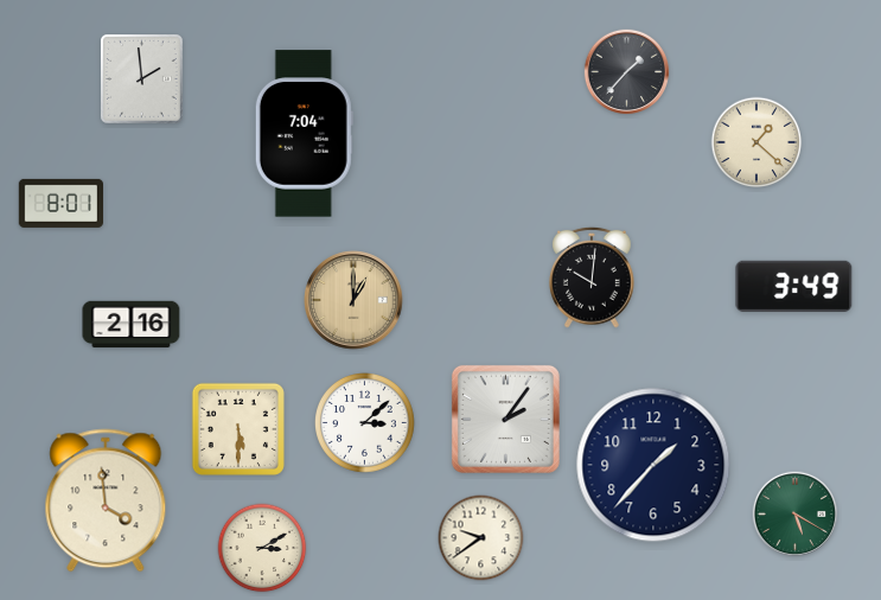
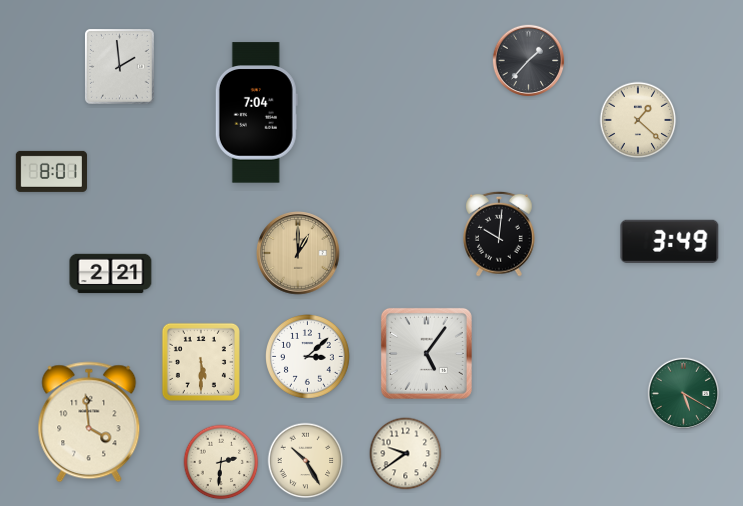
clock at (132, 325): 2:16 -> 2:21
clock at (505, 419): 2:06 -> 5:06
clock at (653, 465): 1:37 -> none
clock at (796, 515) position: (796, 515) -> (684, 394)
clock at (306, 461): none -> 10:25
clock at (262, 548): 3:10 -> 2:31
